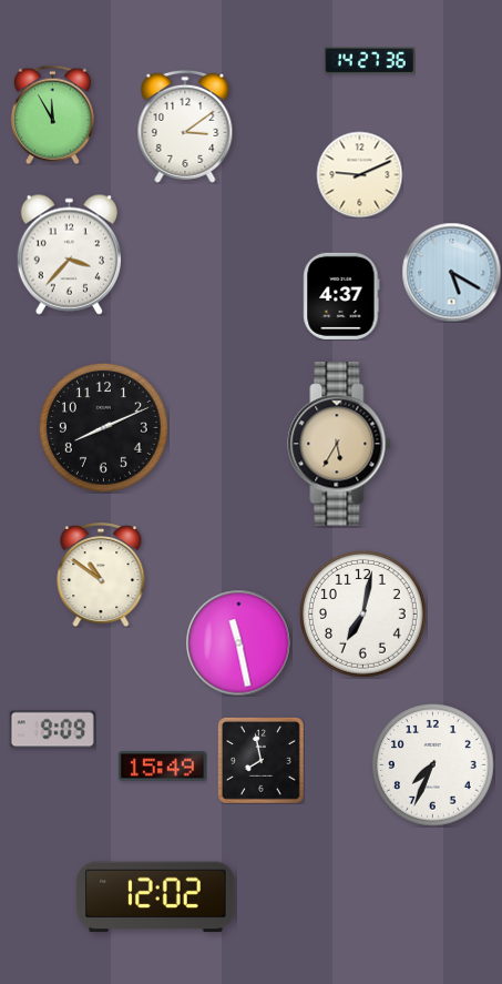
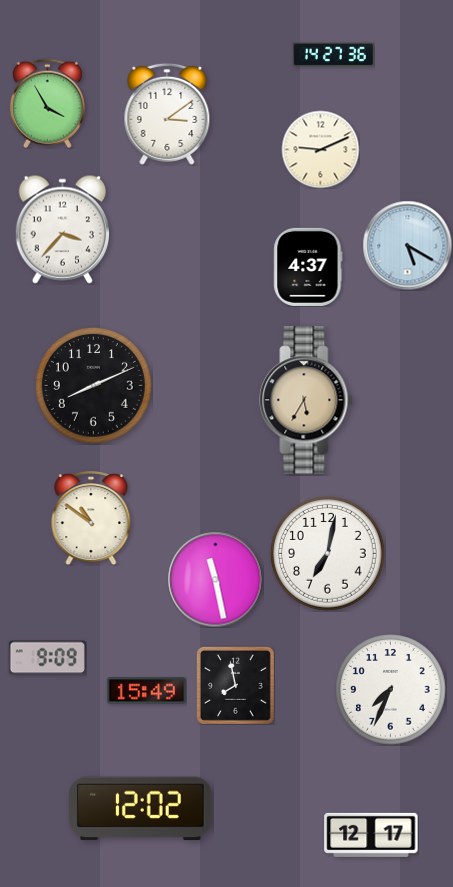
clock at (52, 114): 11:55 -> 3:55
clock at (359, 174) position: (359, 174) -> (320, 149)
clock at (371, 835): none -> 12:17
